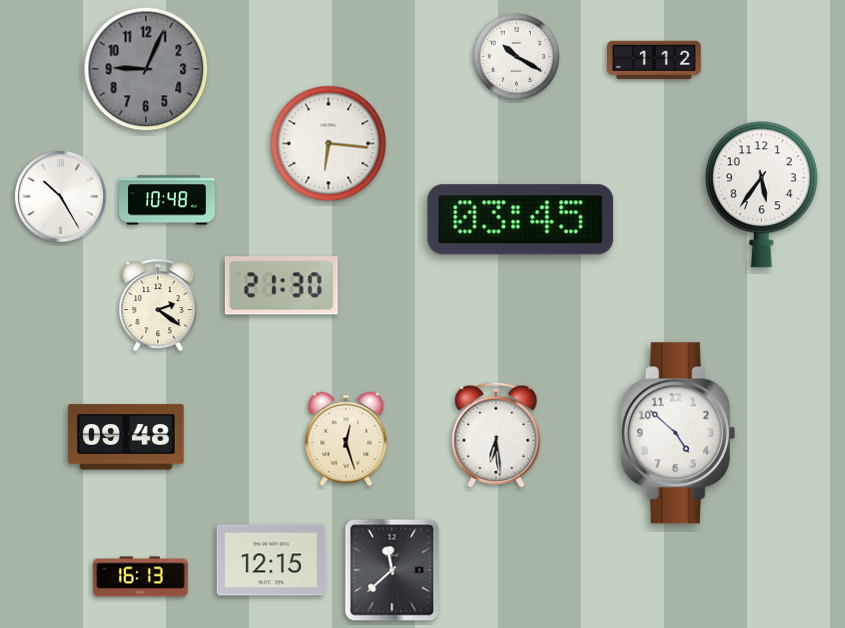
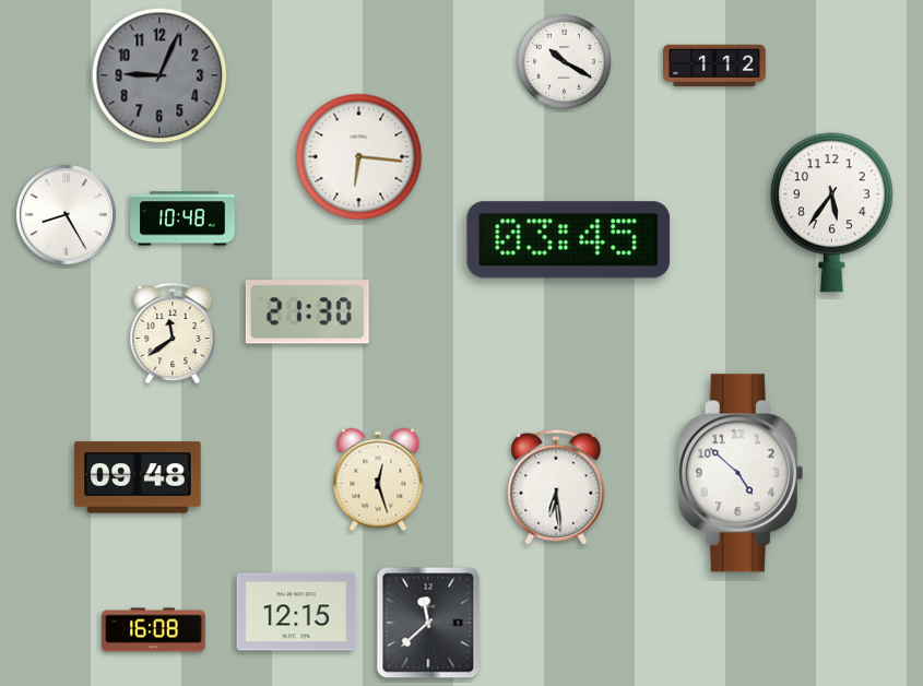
clock at (61, 197): 10:25 -> 8:25
clock at (158, 305): 2:21 -> 11:39
clock at (496, 435) position: (496, 435) -> (556, 487)
clock at (141, 577): 16:13 -> 16:08
